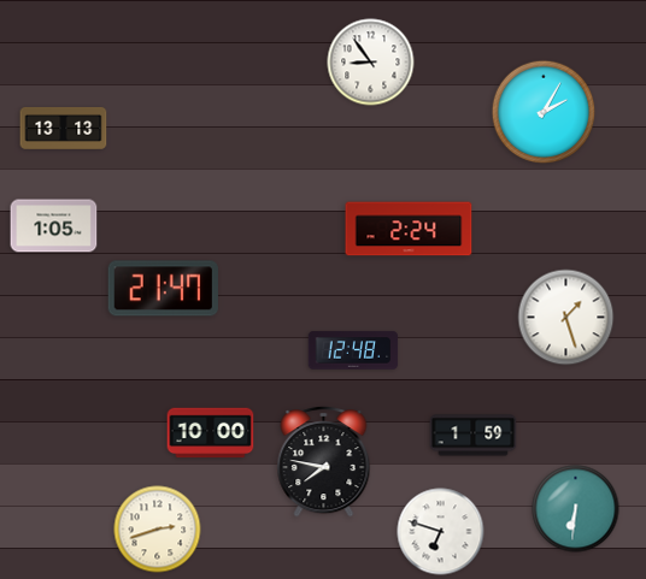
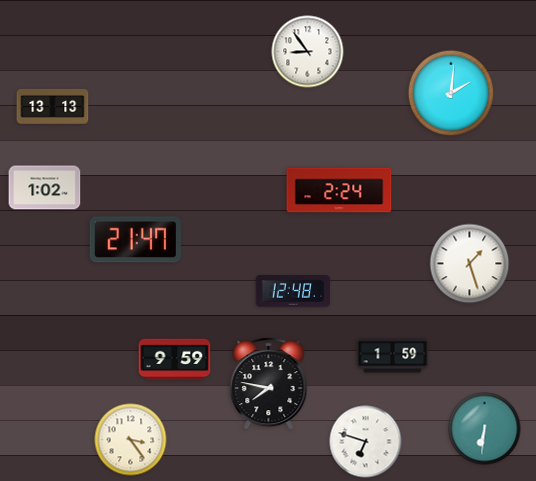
clock at (544, 112): 2:05 -> 2:01
clock at (54, 226): 1:05 -> 1:02
clock at (211, 433): 10:00 -> 9:59
clock at (474, 436) position: (474, 436) -> (393, 356)
clock at (576, 509) position: (576, 509) -> (485, 429)
clock at (158, 530): 2:42 -> 3:24
